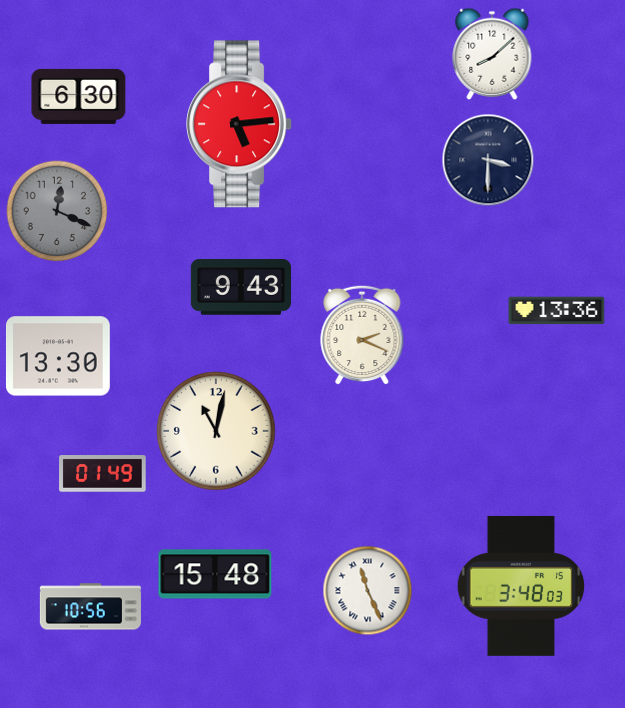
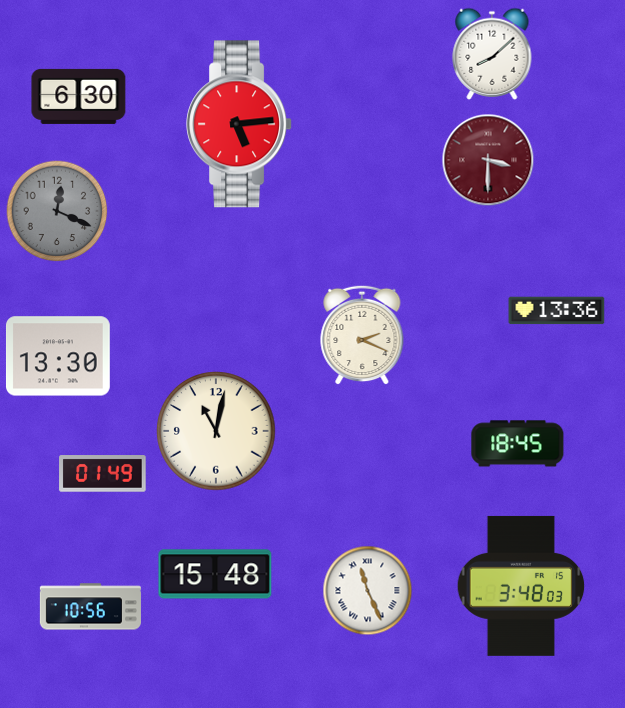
clock at (488, 160) dial: navy -> burgundy
clock at (240, 287): 9:43 -> none
clock at (518, 444): none -> 18:45
